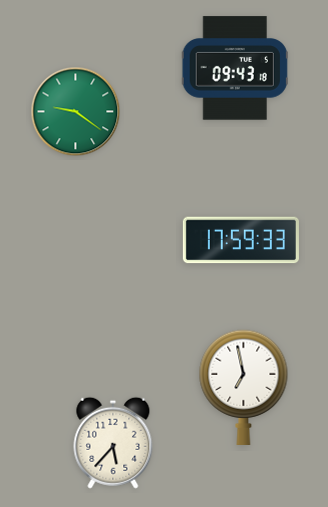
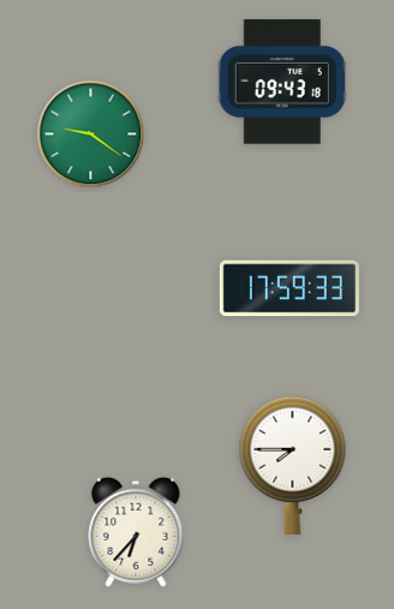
clock at (244, 387): 6:58 -> 7:45
clock at (113, 443): 5:37 -> 6:37
